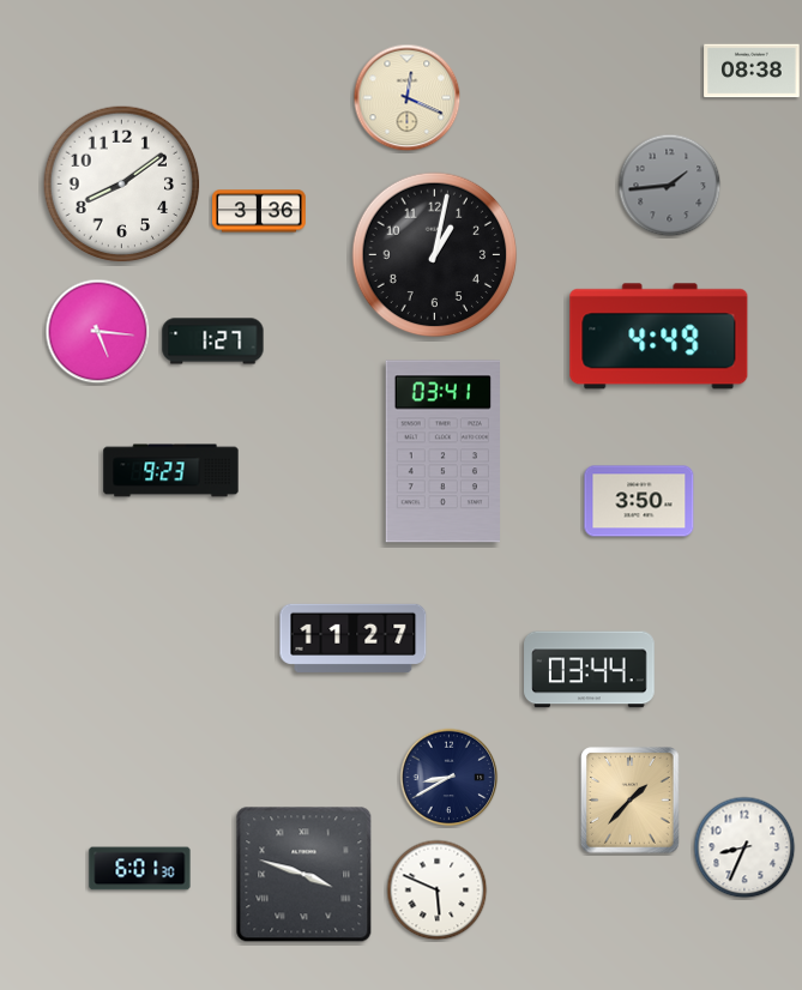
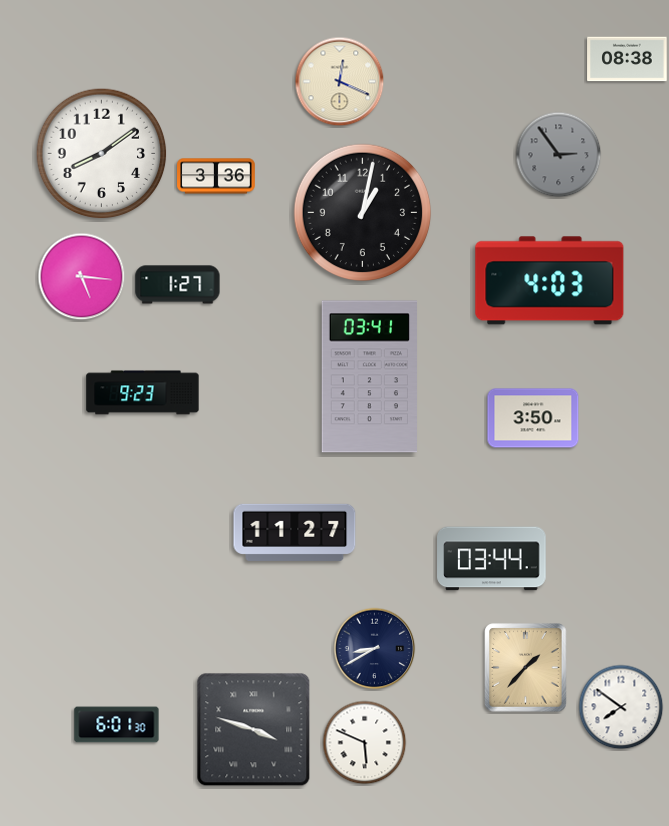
clock at (670, 186): 1:44 -> 2:54
clock at (659, 337): 4:49 -> 4:03
clock at (744, 847): 8:34 -> 7:51
